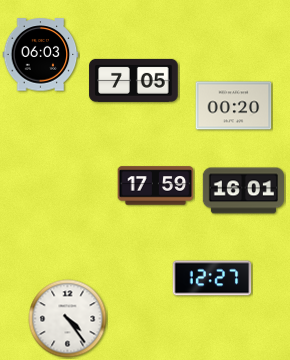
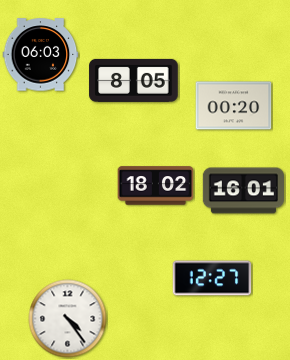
clock at (134, 80): 7:05 -> 8:05
clock at (156, 186): 17:59 -> 18:02
